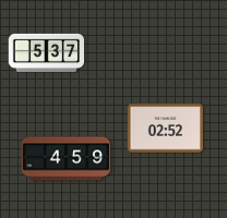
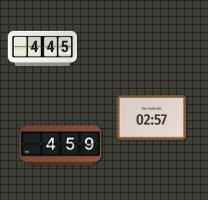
clock at (47, 52): 5:37 -> 4:45
clock at (166, 129): 02:52 -> 02:57
